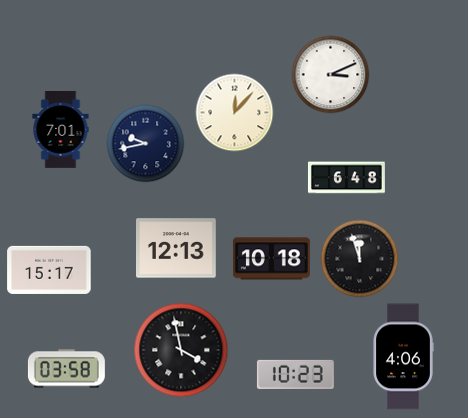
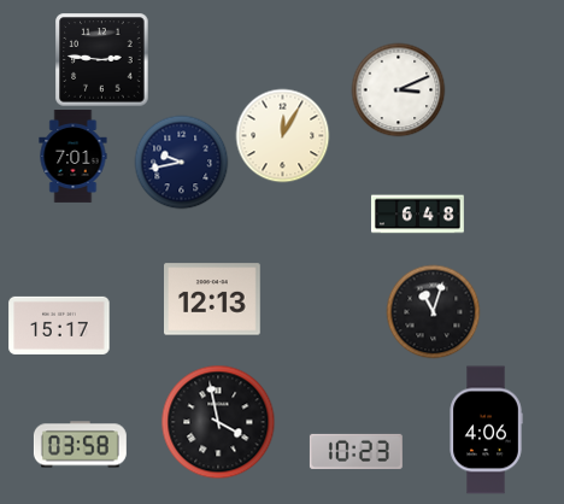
clock at (101, 59): none -> 2:46
clock at (234, 112): 12:07 -> 12:05
clock at (145, 143) position: (145, 143) -> (181, 162)
clock at (359, 258): 11:57 -> 11:03
clock at (271, 259): 10:18 -> none
